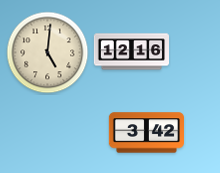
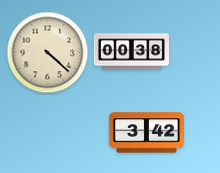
clock at (131, 52): 12:16 -> 00:38
clock at (48, 53): 5:01 -> 4:22
